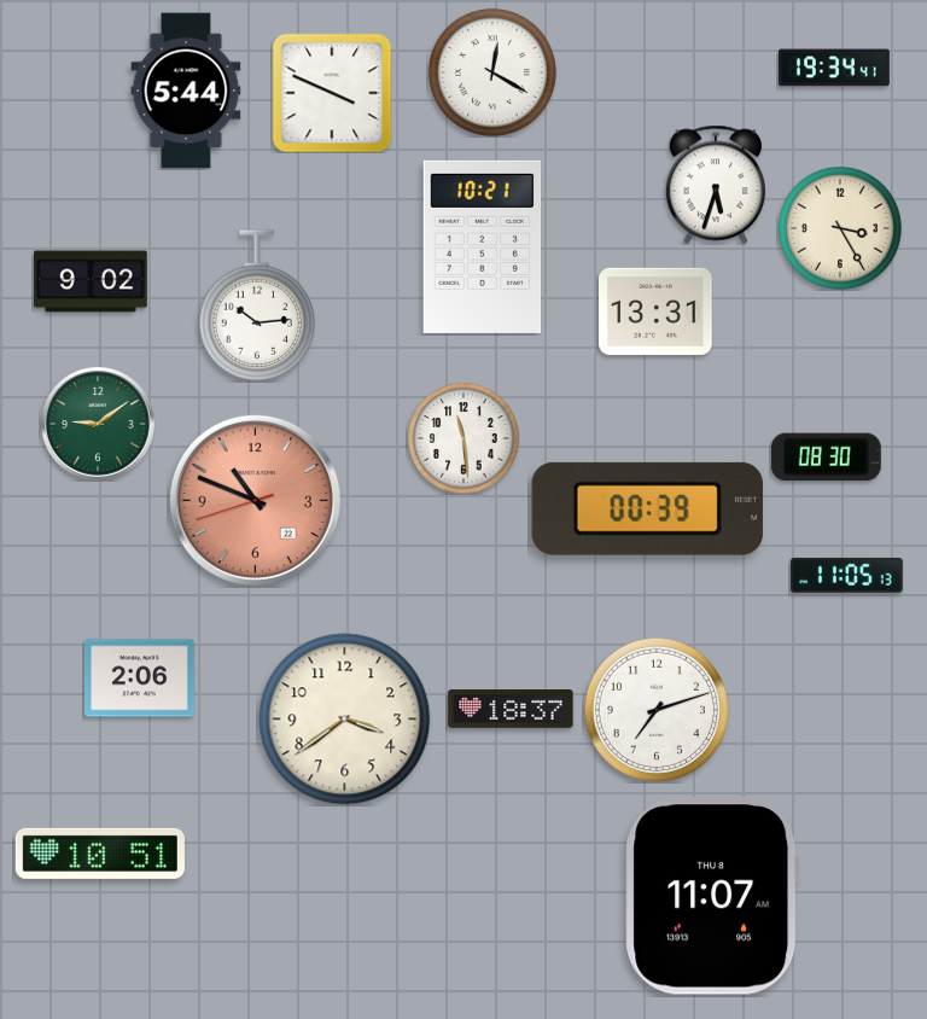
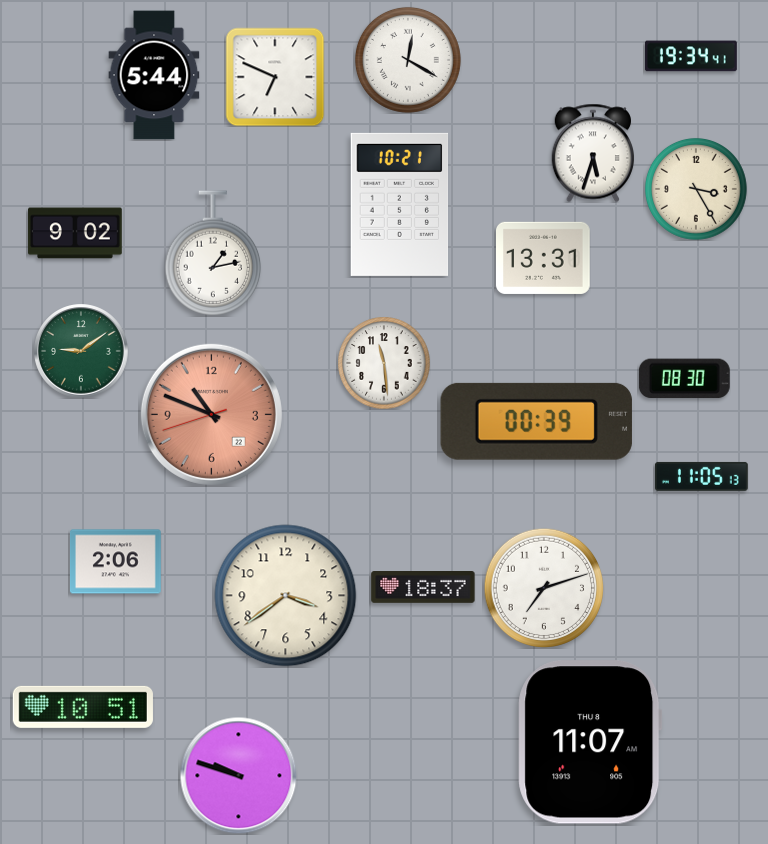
clock at (332, 93): 3:49 -> 6:49
clock at (257, 305): 10:14 -> 1:13
clock at (238, 775): none -> 9:48
